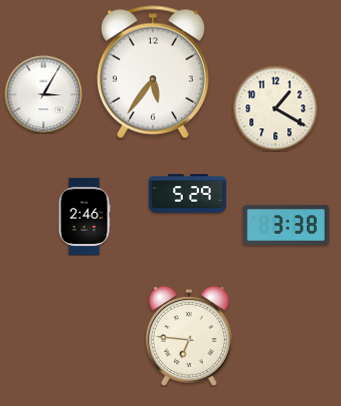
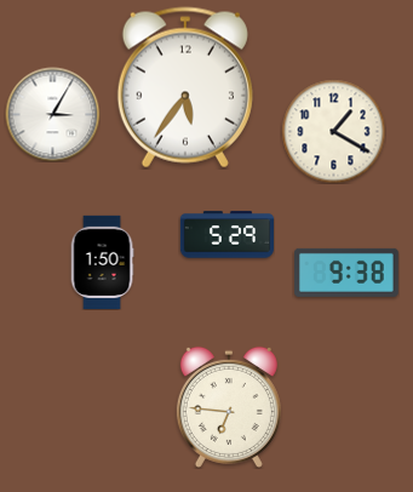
clock at (84, 216): 2:46 -> 1:50
clock at (287, 225): 3:38 -> 9:38
